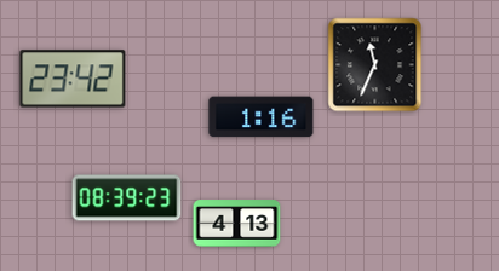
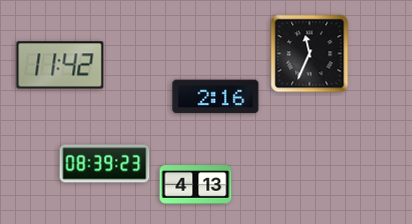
clock at (73, 79): 23:42 -> 11:42
clock at (262, 117): 1:16 -> 2:16
